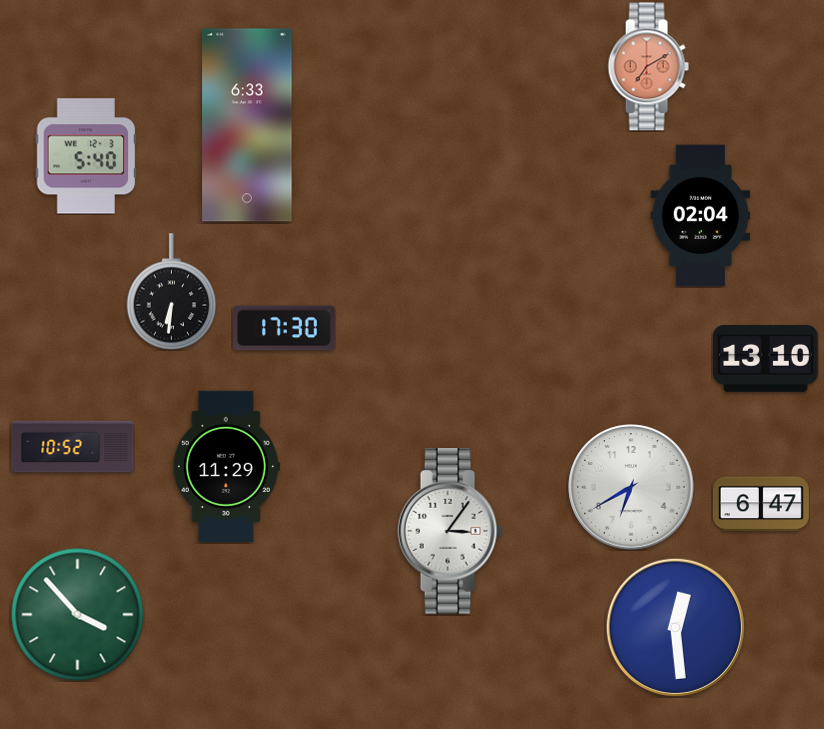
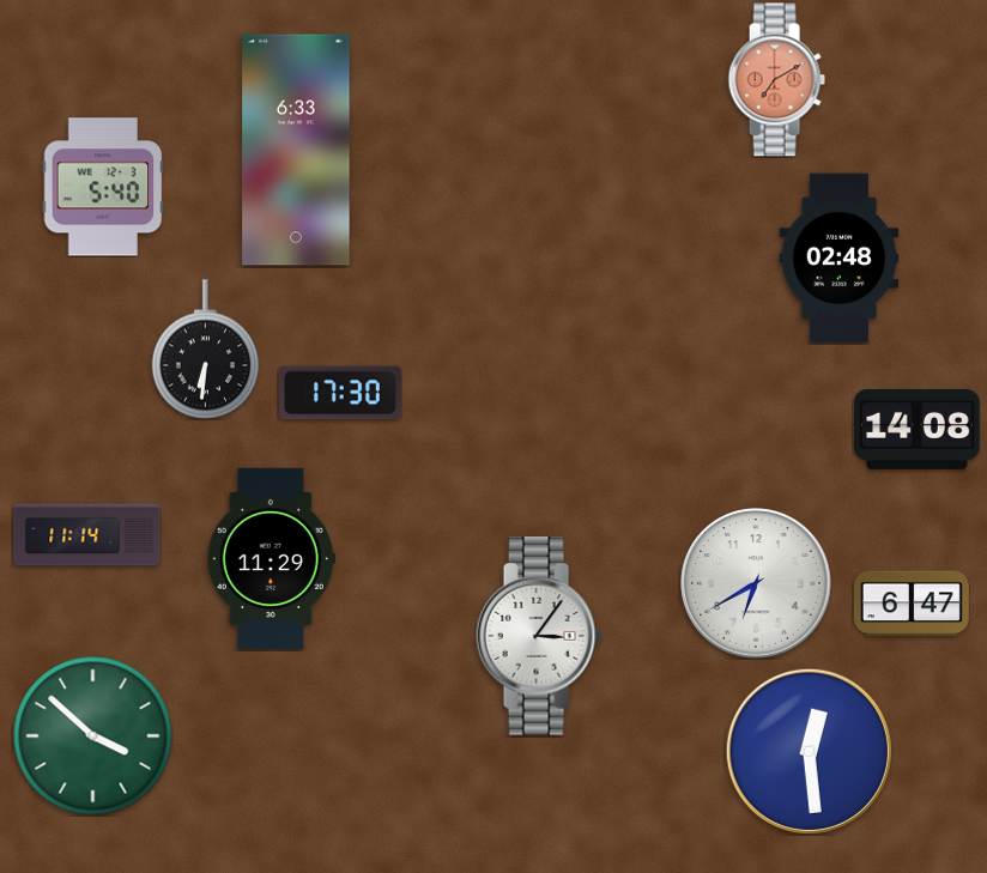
clock at (701, 216): 02:04 -> 02:48
clock at (766, 359): 13:10 -> 14:08
clock at (73, 447): 10:52 -> 11:14
clock at (78, 615): 3:53 -> 3:52
